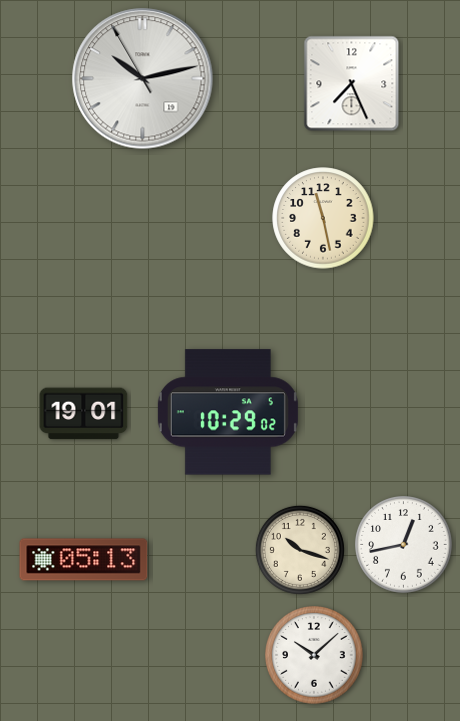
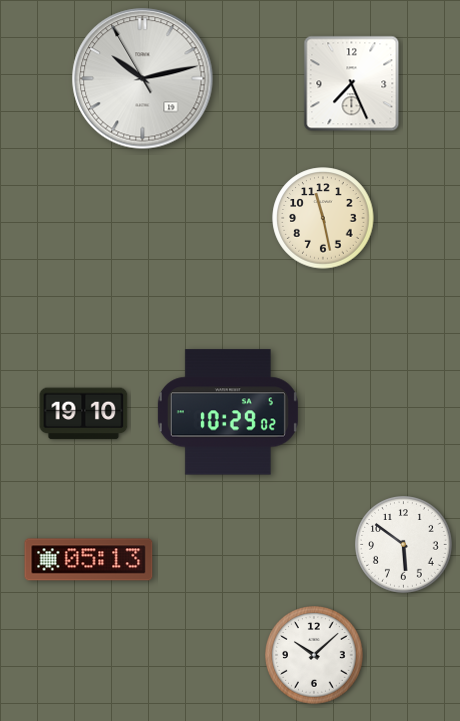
clock at (84, 414): 19:01 -> 19:10
clock at (404, 545): 12:43 -> 5:51
clock at (300, 550): 10:18 -> none
clock at (84, 560) position: (84, 560) -> (89, 560)
